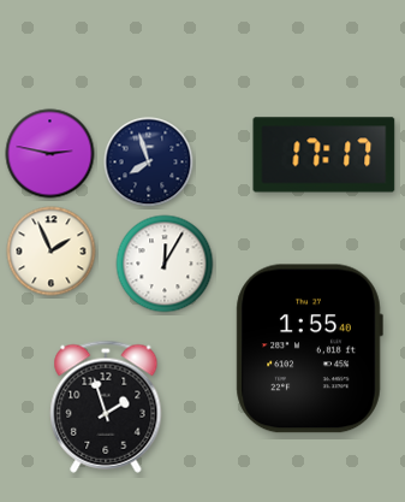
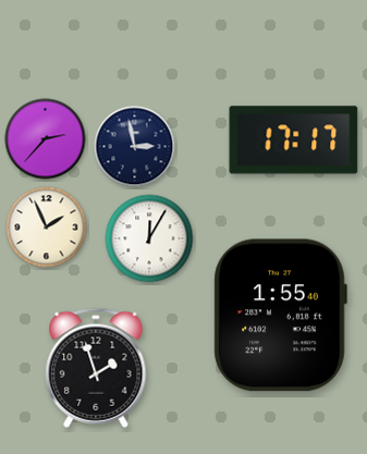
clock at (50, 154): 2:47 -> 2:37
clock at (149, 163): 7:57 -> 2:58
